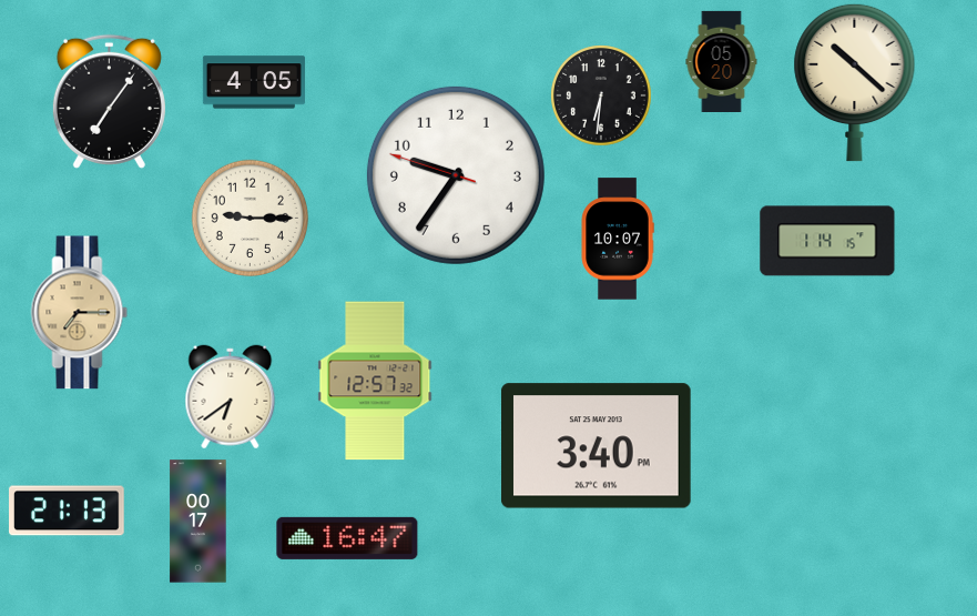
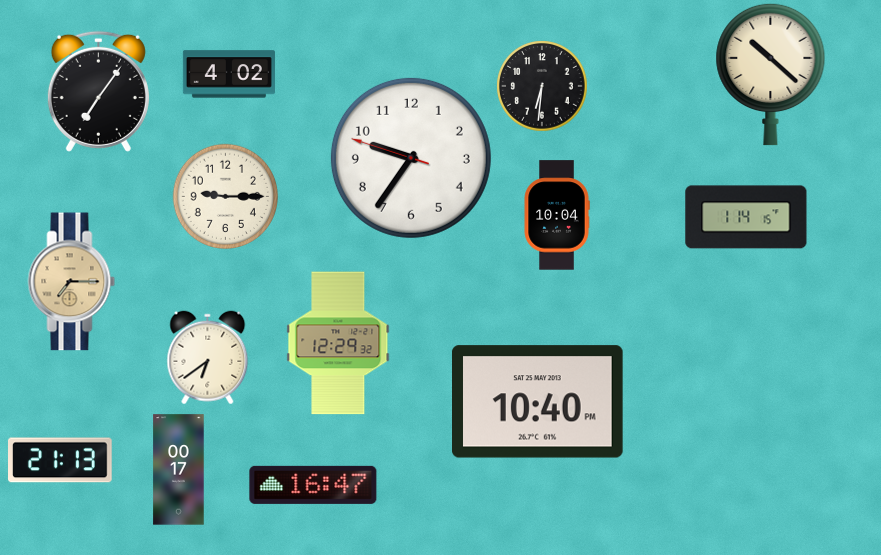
clock at (722, 61): 05:20 -> none
clock at (254, 82): 4:05 -> 4:02
clock at (618, 239): 10:07 -> 10:04
clock at (375, 381): 12:57 -> 12:29
clock at (597, 446): 3:40 -> 10:40
